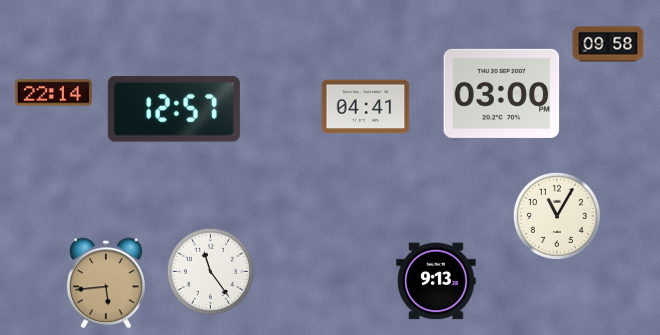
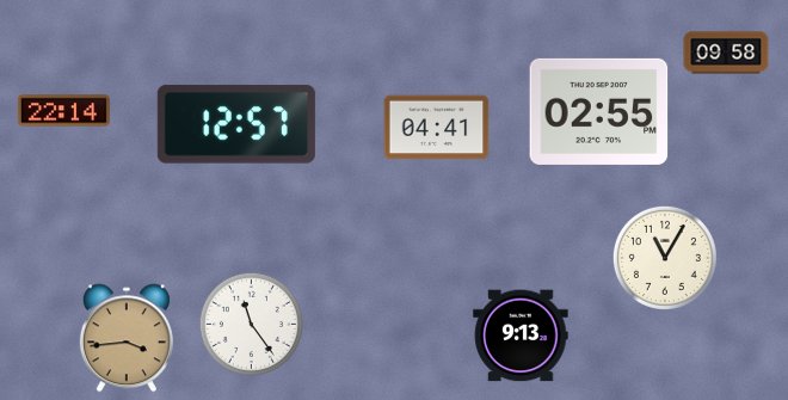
clock at (502, 93): 03:00 -> 02:55
clock at (174, 109) position: (174, 109) -> (236, 124)
clock at (106, 283): 5:44 -> 3:44
